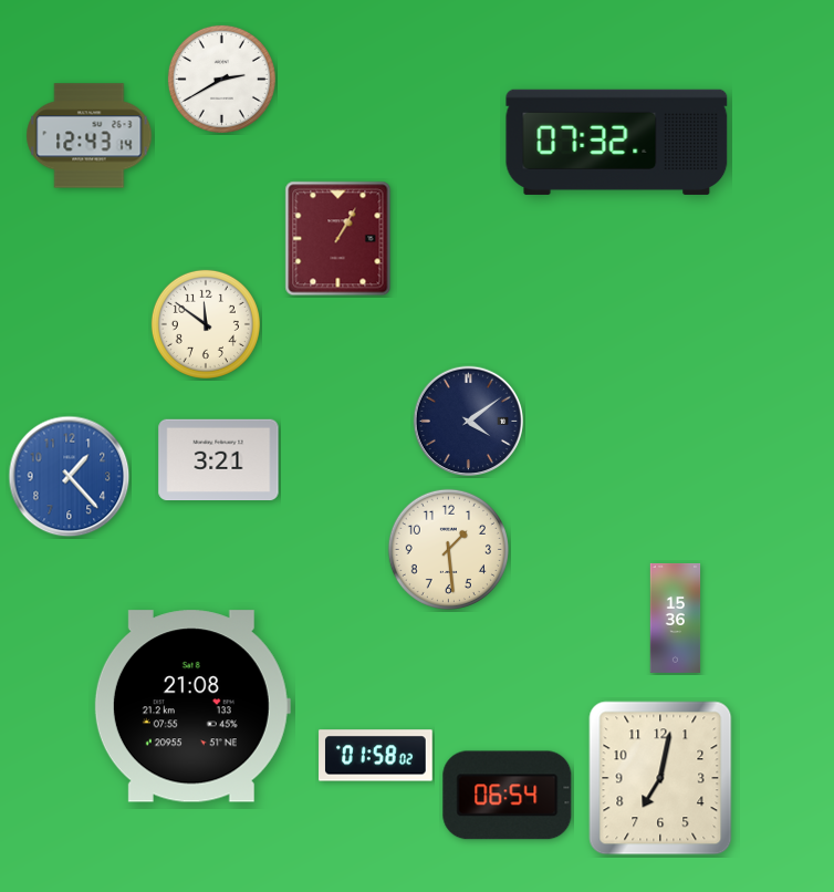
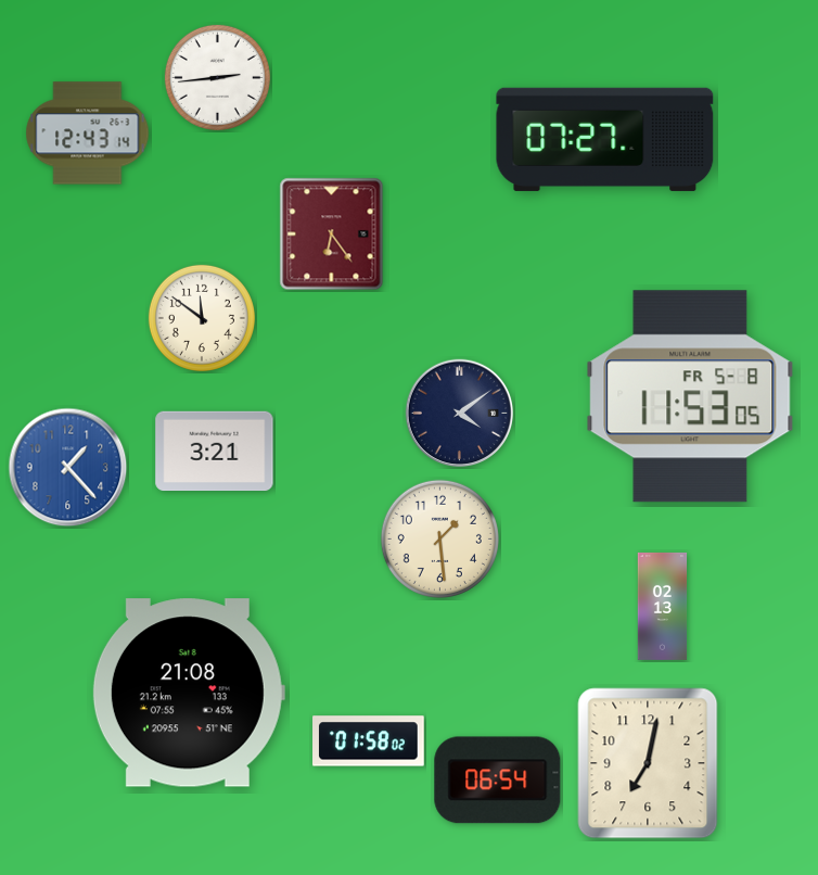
clock at (221, 79): 2:40 -> 2:44
clock at (617, 142): 07:32 -> 07:27
clock at (338, 239): 1:05 -> 6:24
clock at (690, 396): none -> 11:53
clock at (676, 618): 15:36 -> 02:13
